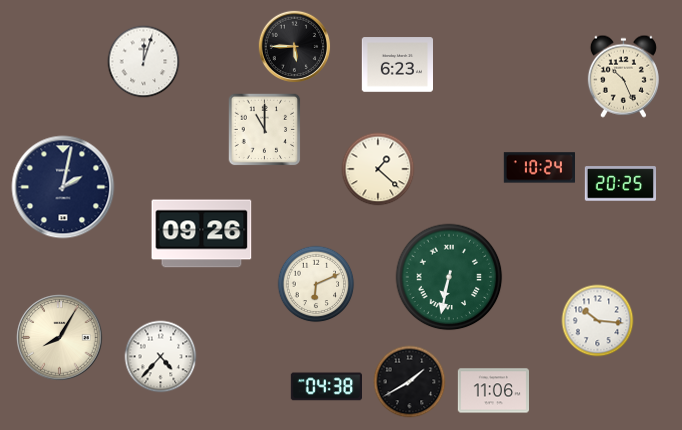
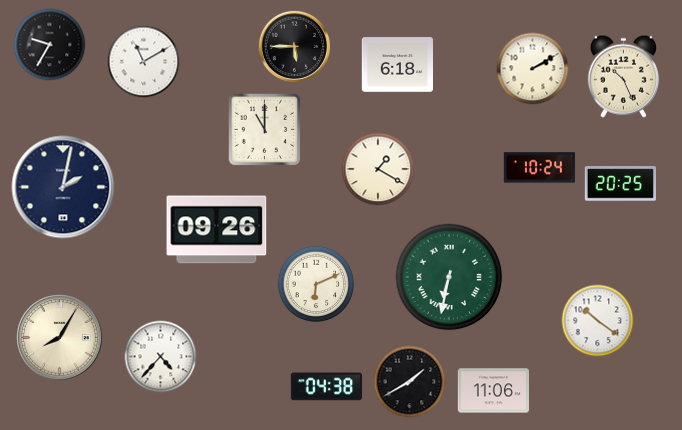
clock at (50, 45): none -> 9:35
clock at (144, 62): 12:03 -> 11:10
clock at (397, 65): 6:23 -> 6:18
clock at (533, 69): none -> 2:10
clock at (378, 169): 1:22 -> 1:20
clock at (202, 234) position: (202, 234) -> (217, 230)
clock at (598, 321): 10:16 -> 10:21
